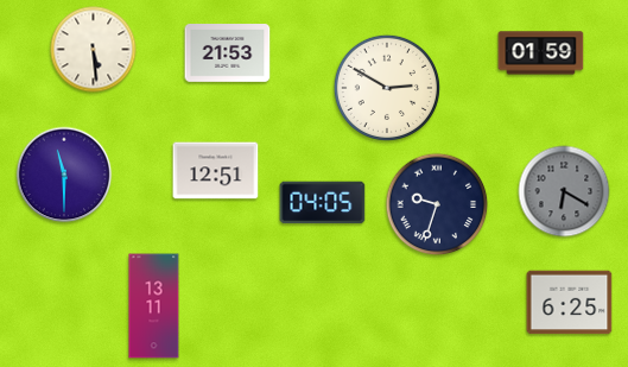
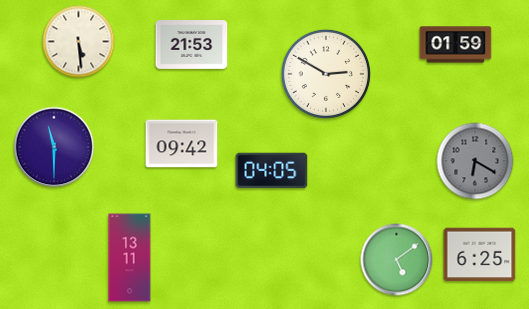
clock at (216, 171): 12:51 -> 09:42
clock at (437, 204): 9:33 -> none
clock at (397, 260): none -> 5:09
